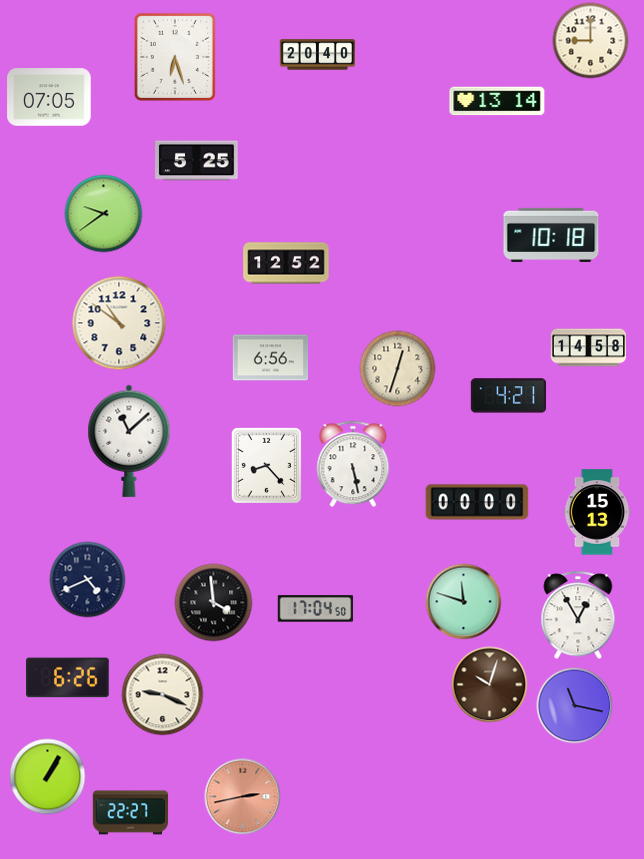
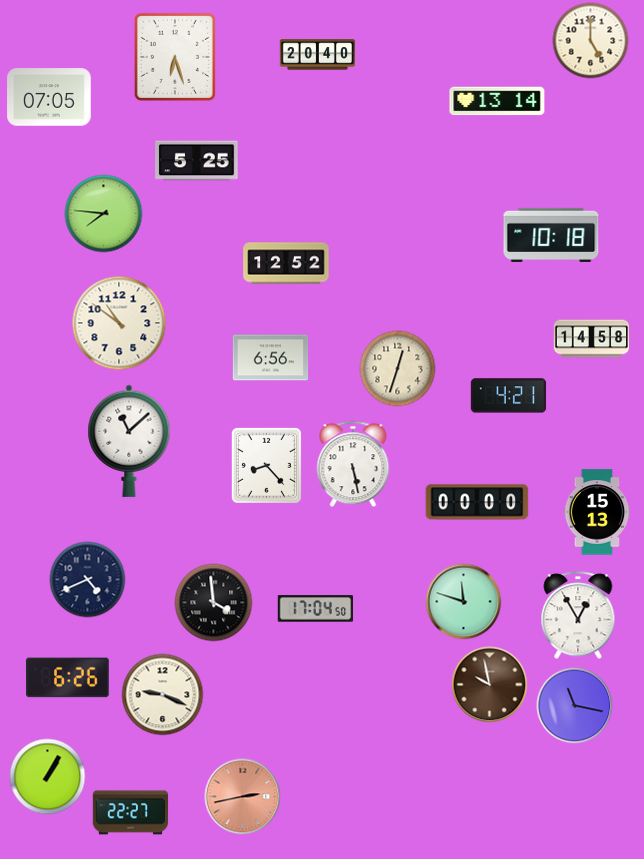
clock at (591, 41): 9:00 -> 5:00
clock at (104, 214): 9:39 -> 7:46
clock at (589, 348) position: (589, 348) -> (592, 339)
clock at (490, 685): 10:03 -> 9:58
